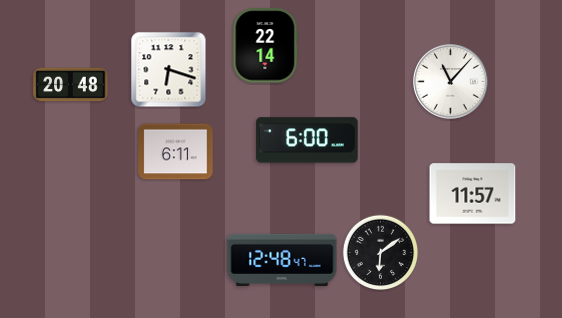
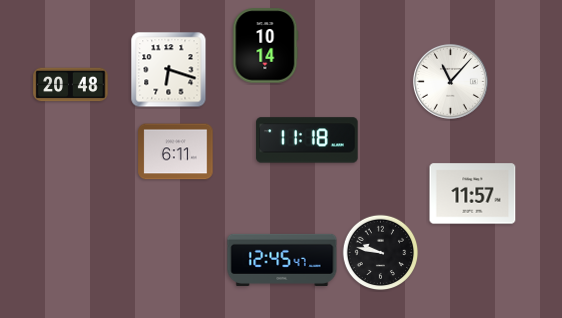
clock at (266, 46): 22:14 -> 10:14
clock at (307, 140): 6:00 -> 11:18
clock at (381, 253): 6:09 -> 9:47
clock at (282, 260): 12:48 -> 12:45
